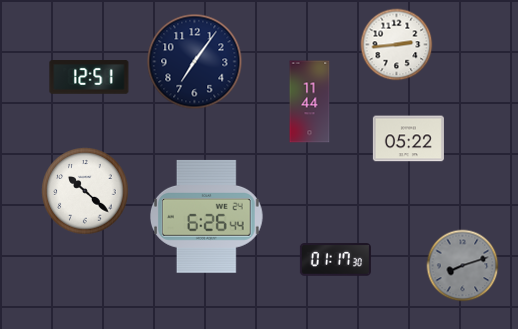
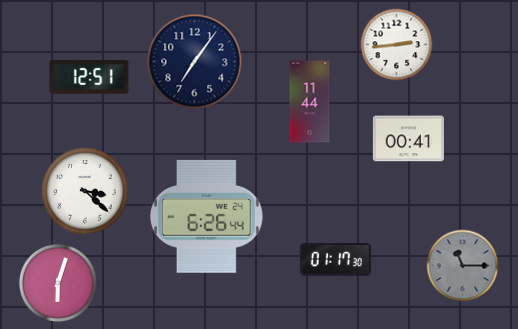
clock at (408, 139): 05:22 -> 00:41
clock at (85, 191): 10:22 -> 3:22
clock at (463, 266): 8:12 -> 11:15
clock at (58, 283): none -> 6:03
